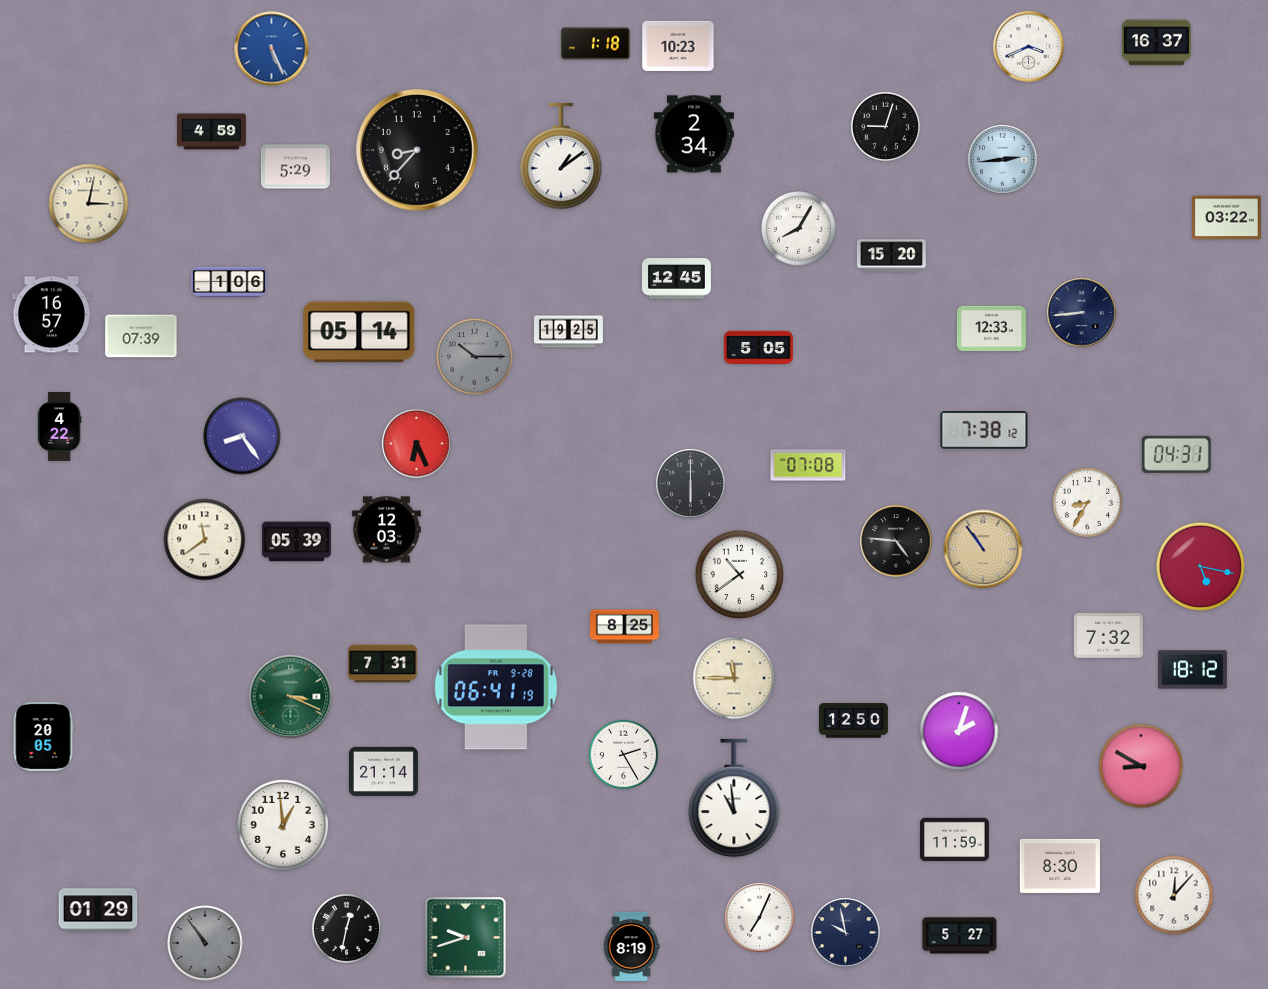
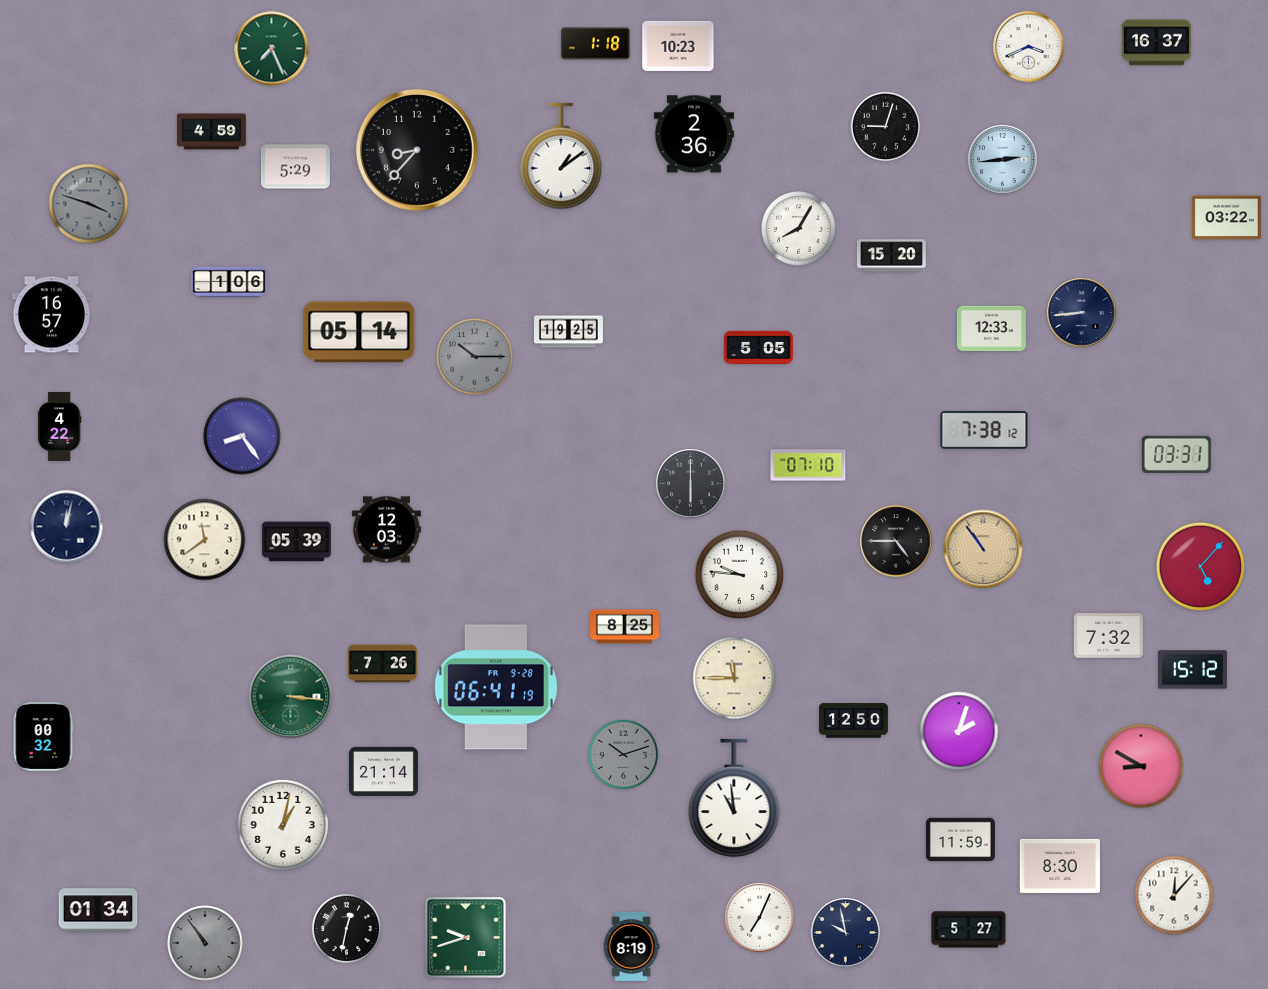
clock at (272, 49): 5:26 -> 7:26
clock at (272, 49) dial: blue -> green
clock at (694, 134): 2:34 -> 2:36
clock at (89, 204): 3:02 -> 3:48
clock at (89, 204) dial: cream -> grey
clock at (676, 279): 12:45 -> none
clock at (141, 336): 07:39 -> none
clock at (417, 444): 6:26 -> none
clock at (1176, 454): 04:31 -> 03:31
clock at (808, 465): 07:08 -> 07:10
clock at (1088, 503): 8:35 -> none
clock at (67, 527): none -> 12:02
clock at (896, 541): 4:46 -> 4:45
clock at (1201, 567): 5:17 -> 5:07
clock at (740, 575): 10:39 -> 9:46
clock at (383, 664): 7:31 -> 7:26
clock at (1192, 670): 18:12 -> 15:12
clock at (291, 697): 3:19 -> 3:16
clock at (43, 736): 20:05 -> 00:32
clock at (624, 755): 2:25 -> 10:12
clock at (624, 755) dial: white -> grey
clock at (283, 825): 12:59 -> 1:02
clock at (954, 840) position: (954, 840) -> (960, 840)
clock at (98, 910): 01:29 -> 01:34
clock at (960, 936) position: (960, 936) -> (969, 930)
